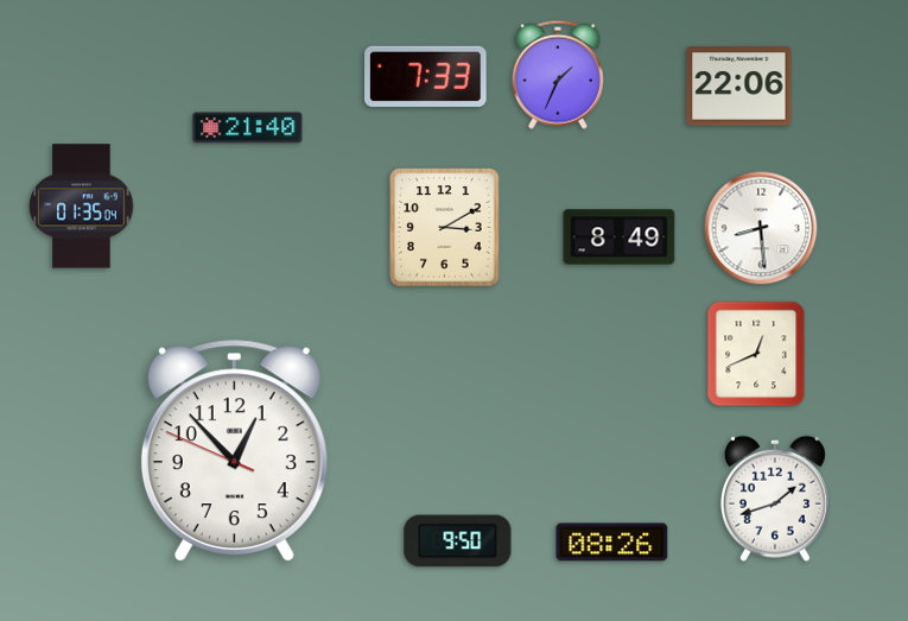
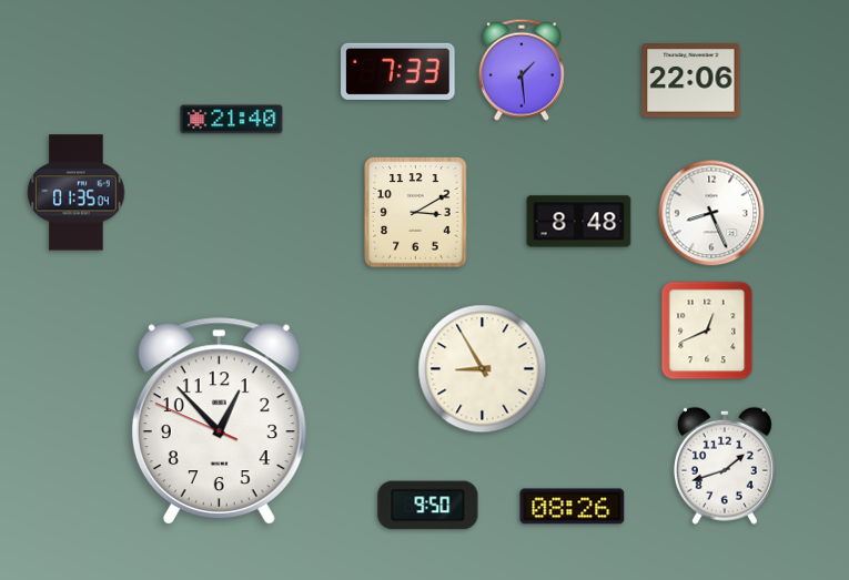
clock at (558, 75): 1:34 -> 1:29
clock at (761, 228): 8:29 -> 8:26
clock at (620, 237): 8:49 -> 8:48
clock at (483, 369): none -> 8:55
